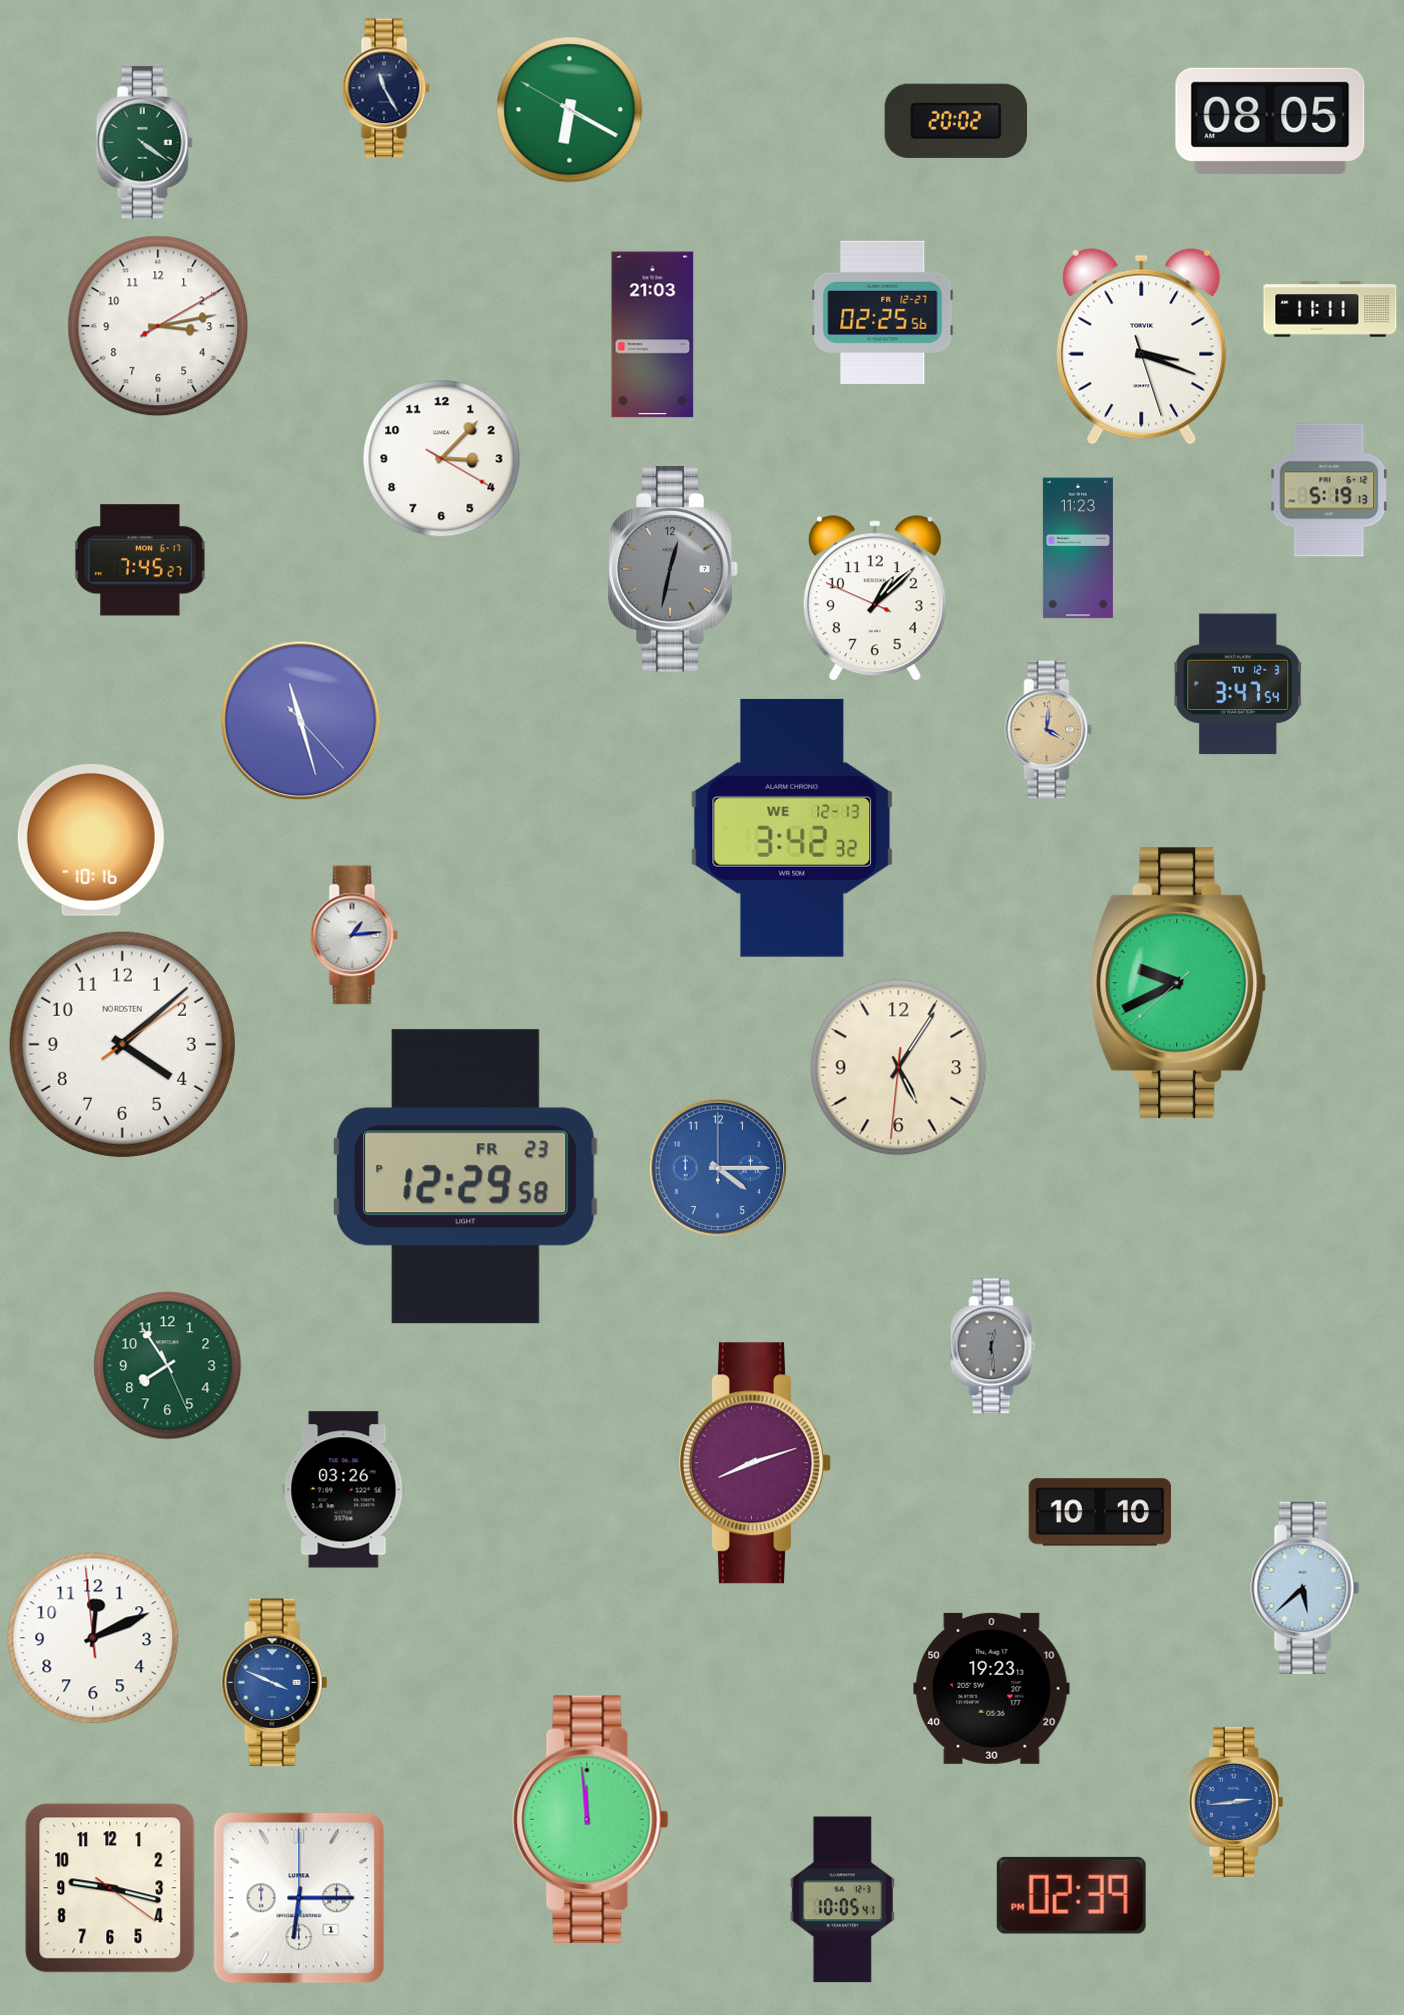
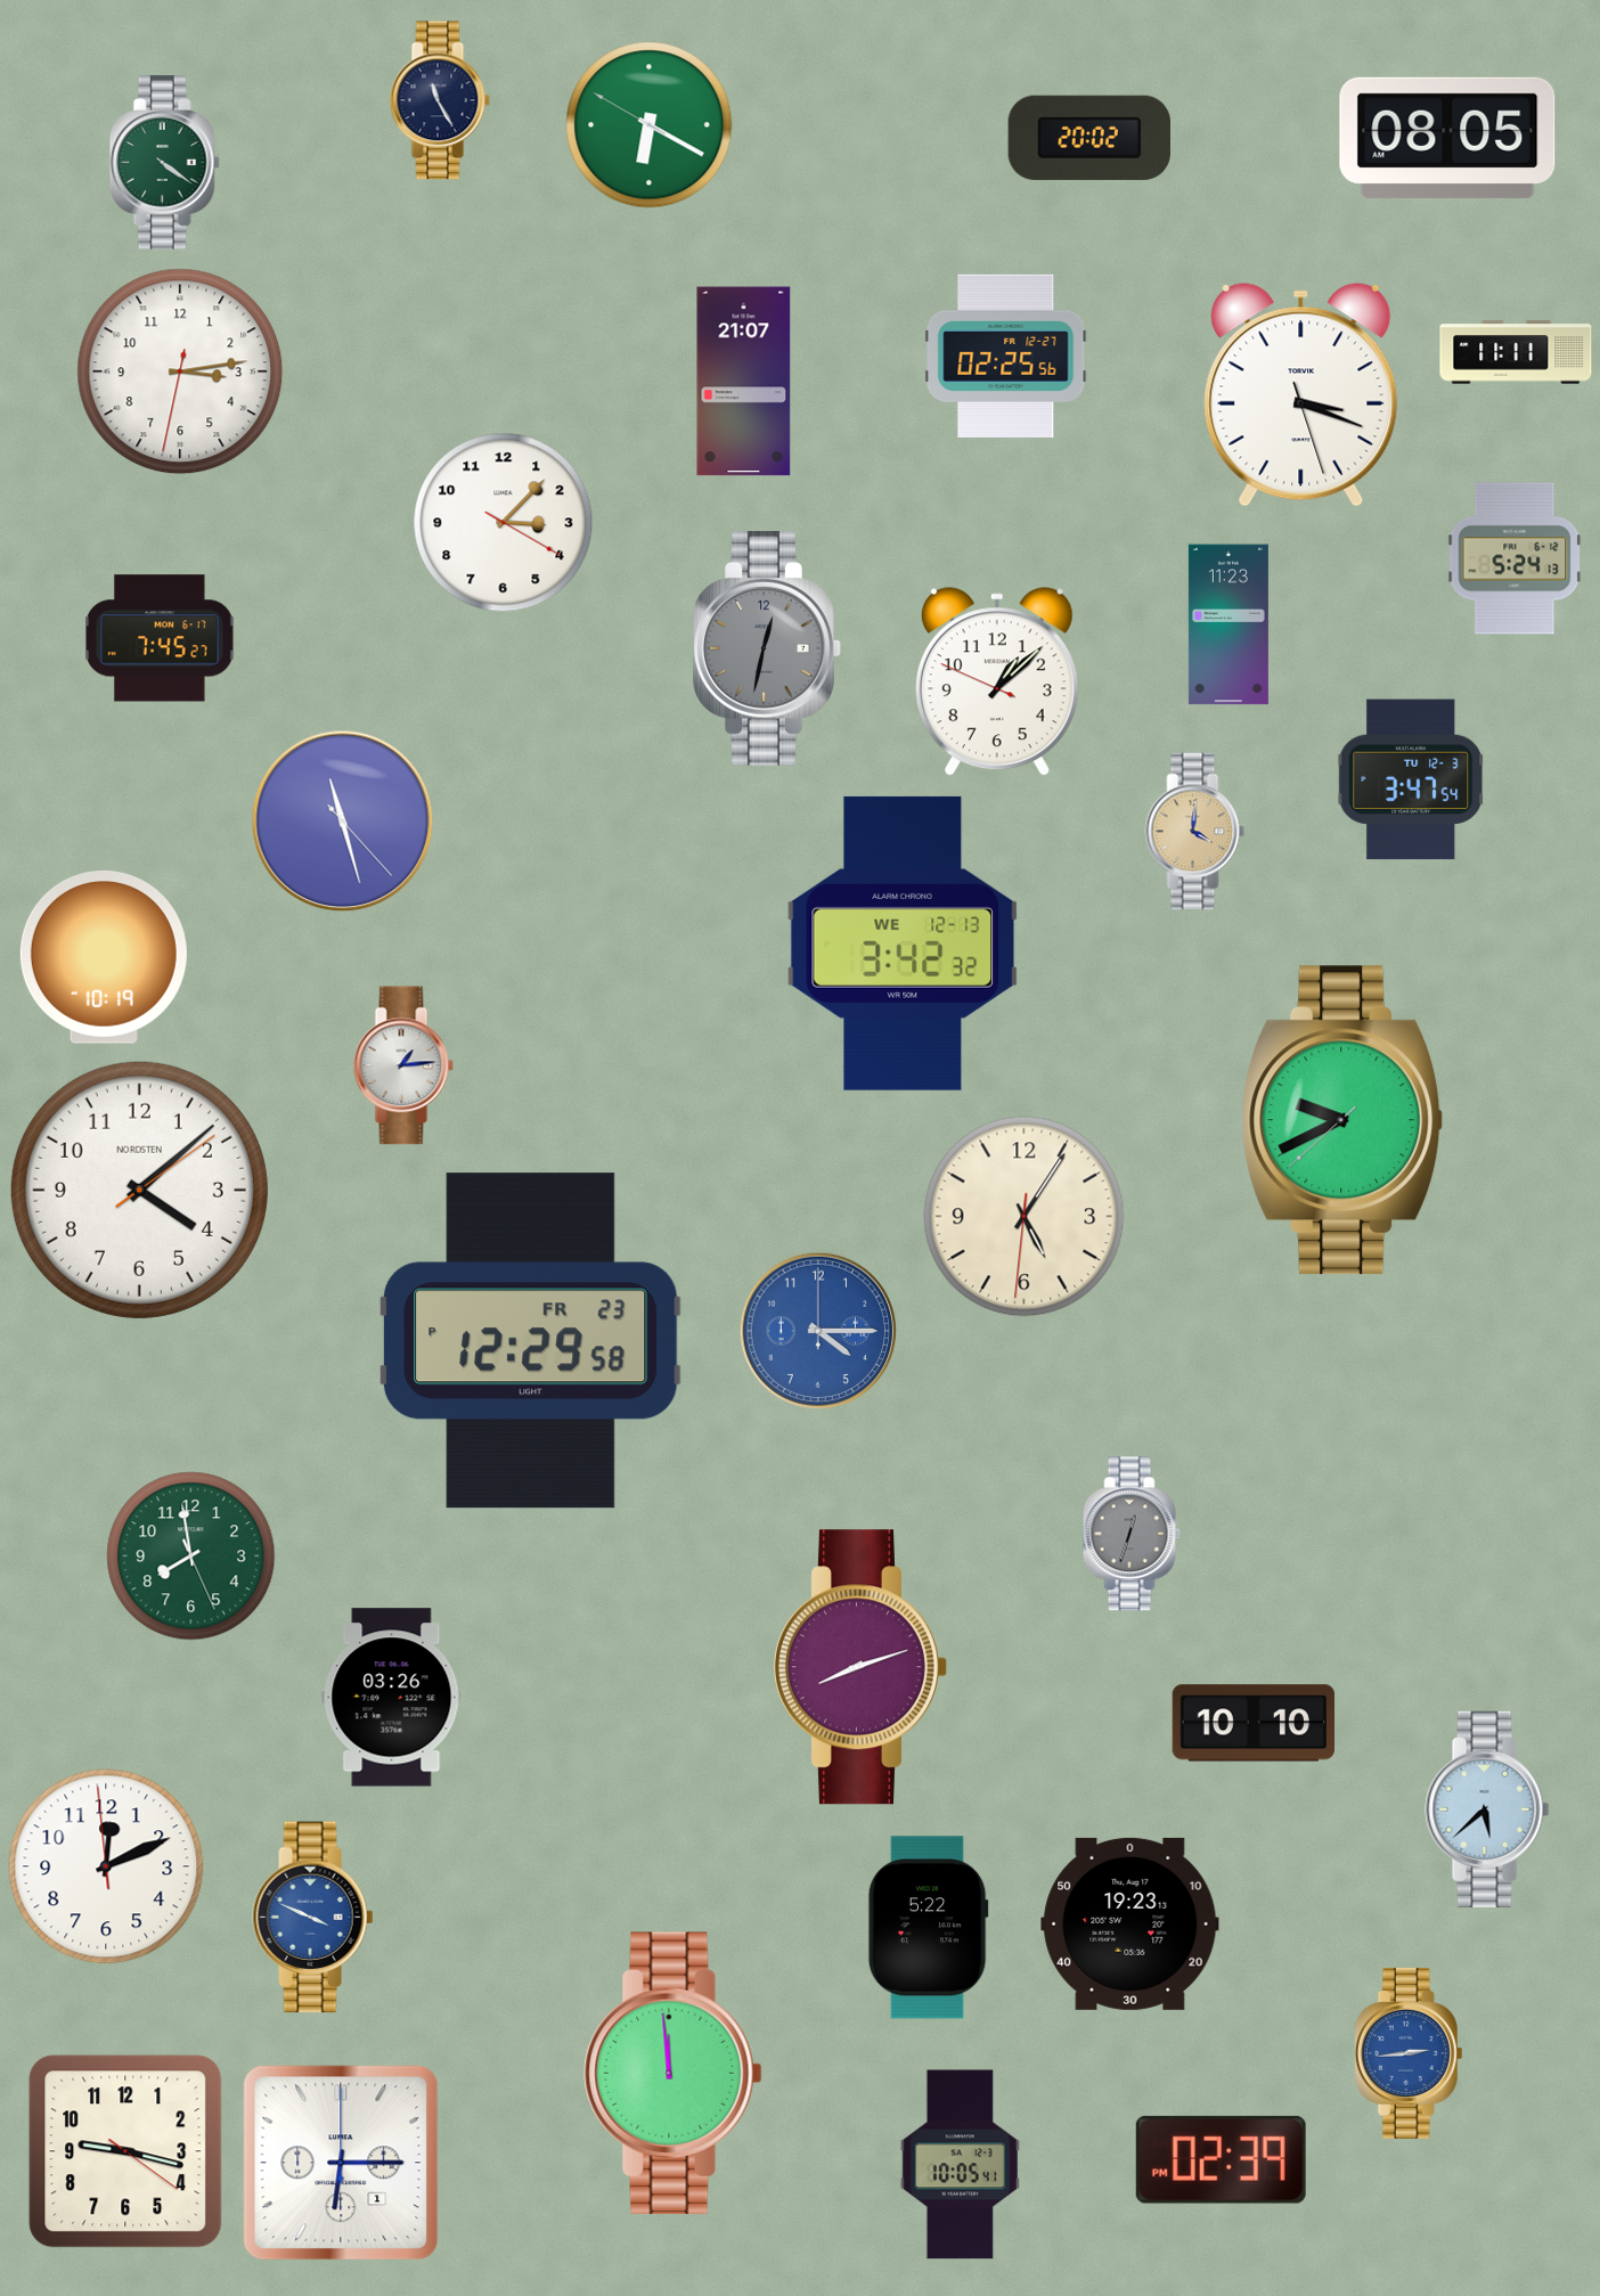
clock at (158, 326): 3:13:10 -> 3:13:32
clock at (653, 335): 21:03 -> 21:07
clock at (1329, 490): 5:19 -> 5:24
clock at (91, 840): 10:16 -> 10:19
clock at (993, 1346): 12:29 -> 12:33
clock at (168, 1366): 7:54 -> 7:58
clock at (928, 1928): none -> 5:22
